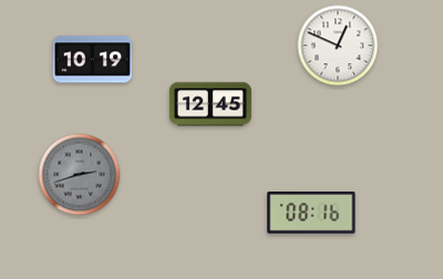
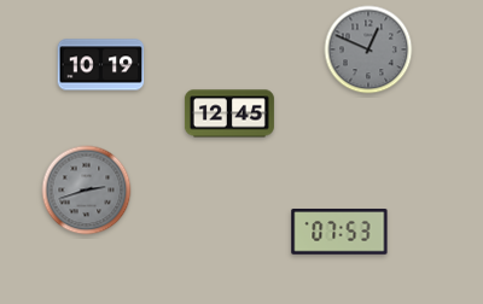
clock at (338, 45) dial: white -> grey
clock at (311, 214): 08:16 -> 07:53
